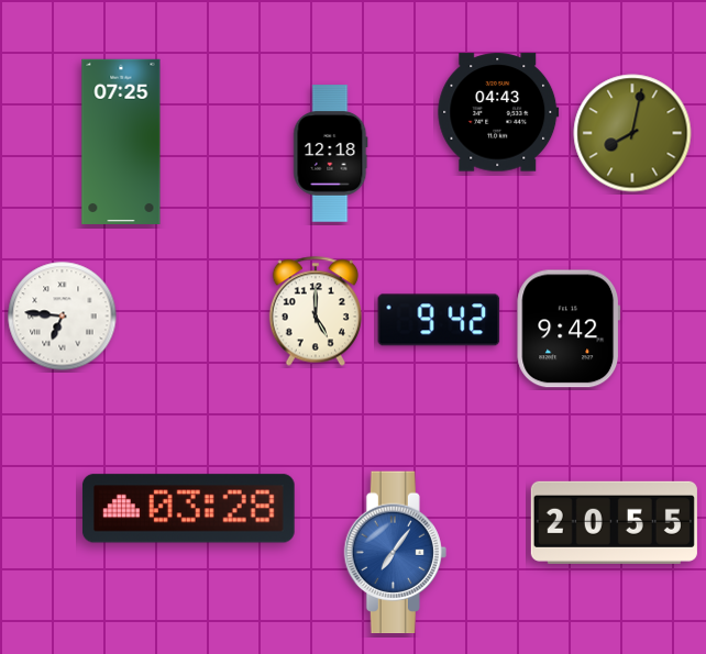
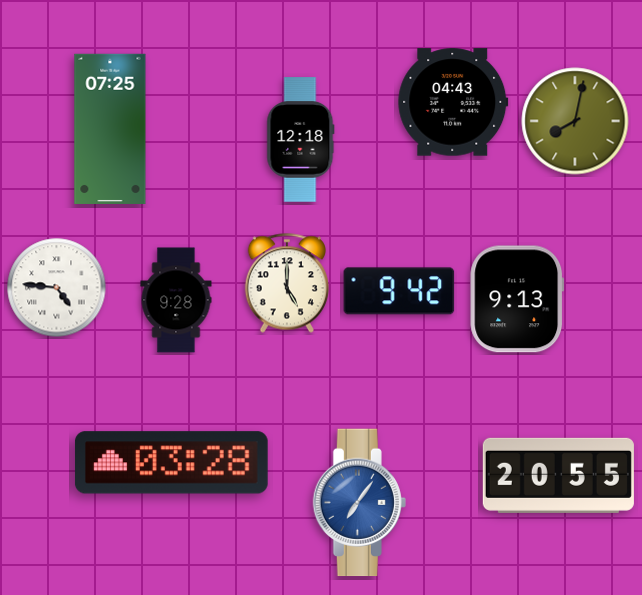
clock at (63, 317): 6:46 -> 4:46
clock at (569, 329): 9:42 -> 9:13
clock at (176, 300): none -> 9:28
